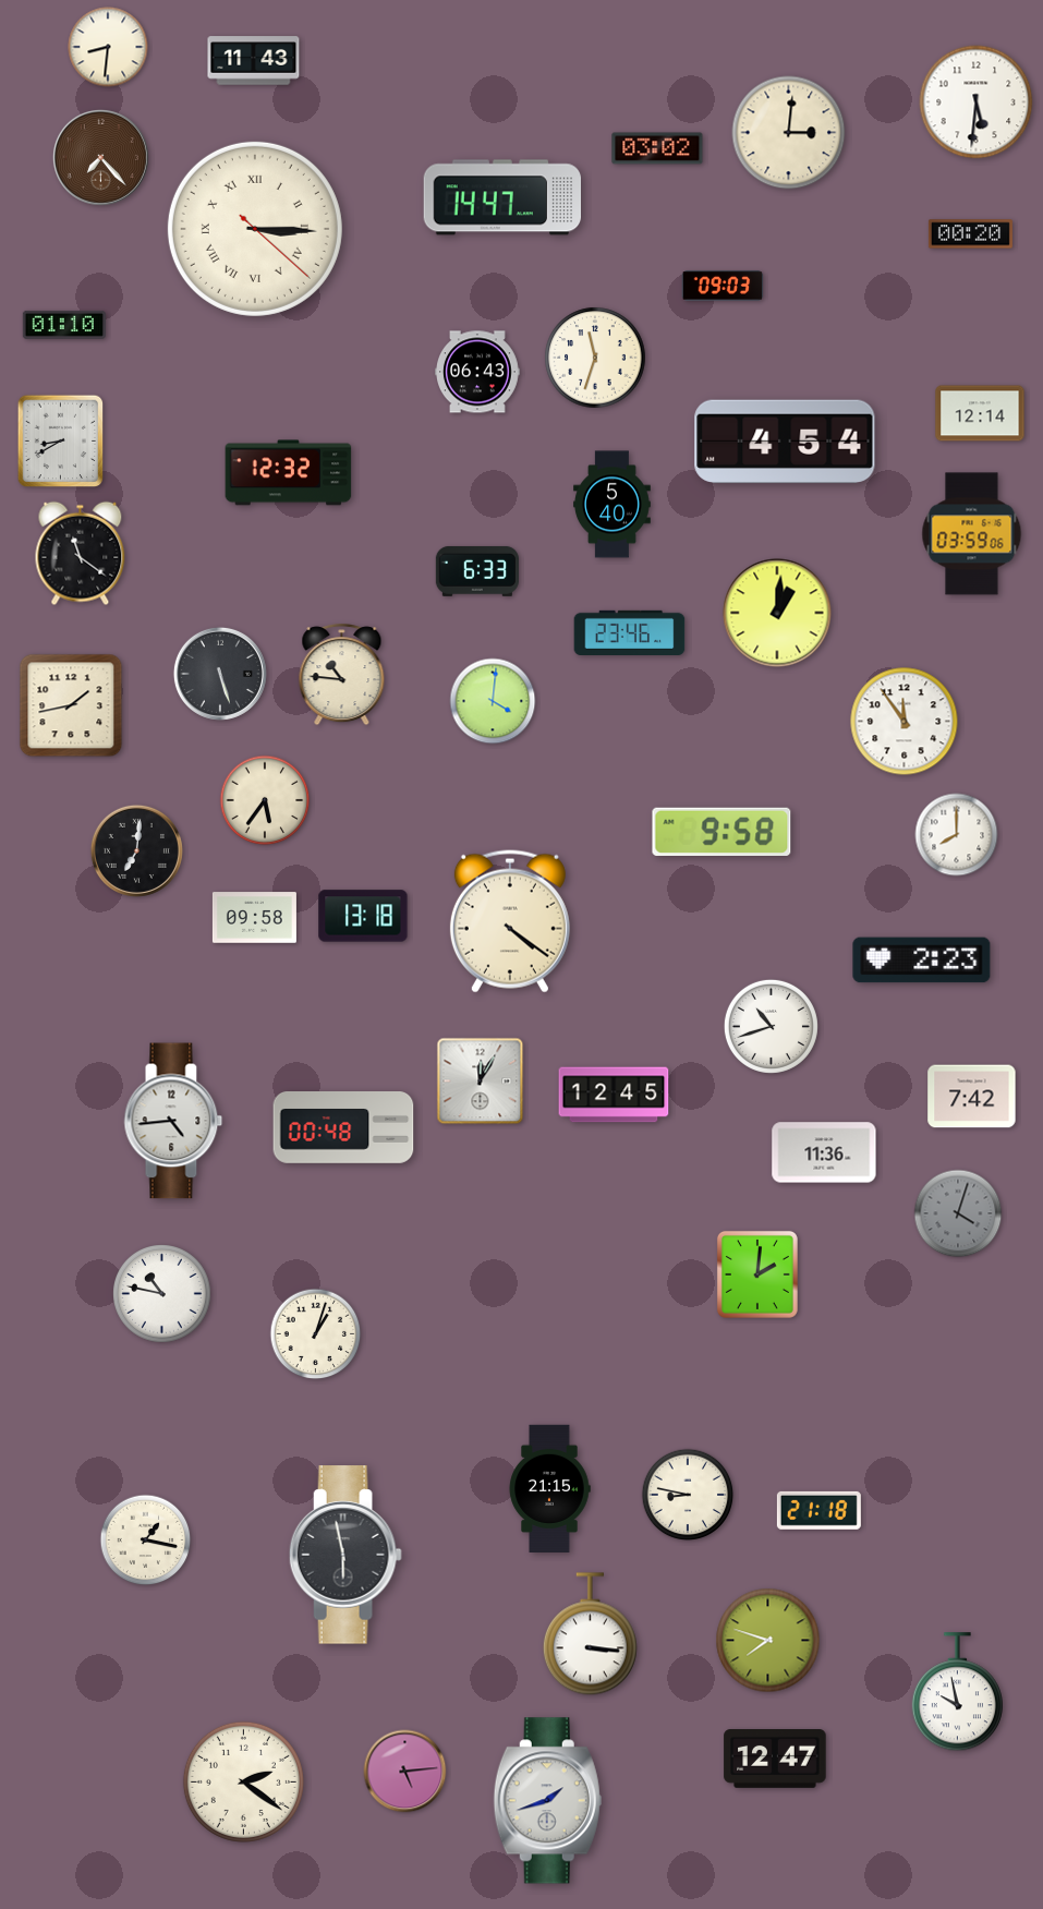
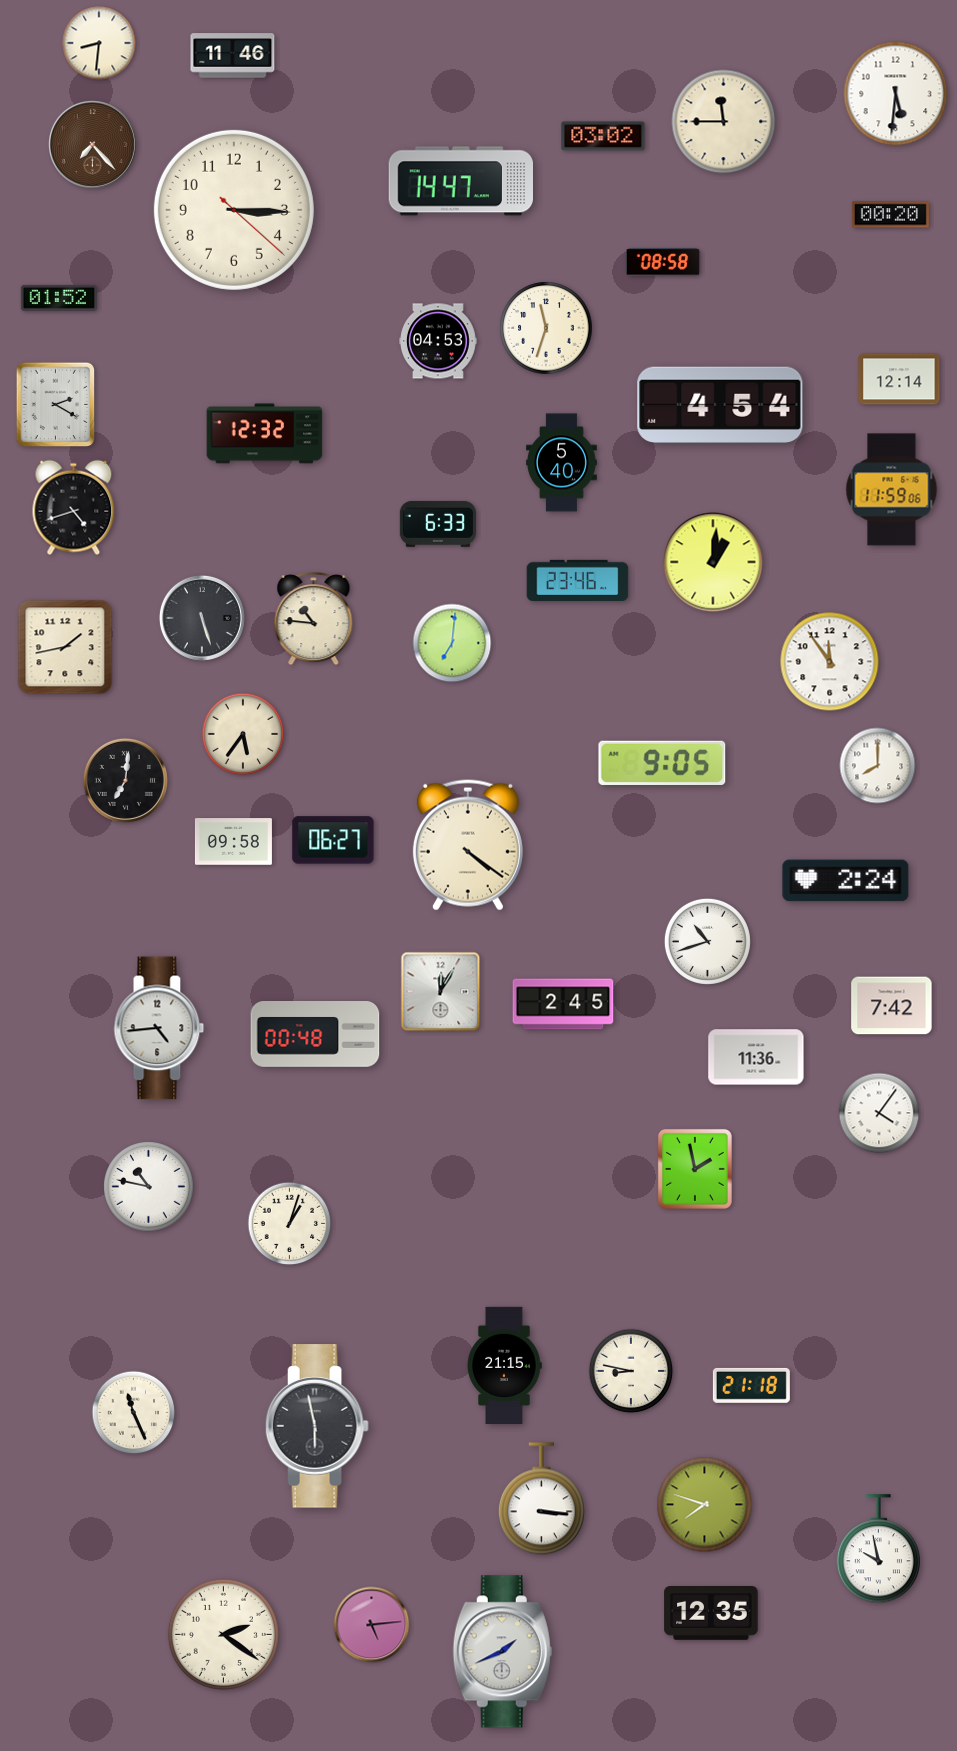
clock at (254, 61): 11:43 -> 11:46
clock at (789, 133): 3:01 -> 11:45
clock at (255, 229) numerals: Roman -> Arabic
clock at (723, 286): 09:03 -> 08:58
clock at (64, 325): 01:10 -> 01:52
clock at (478, 372): 06:43 -> 04:53
clock at (61, 442): 8:40 -> 2:20
clock at (972, 534): 03:59 -> 11:59
clock at (81, 554): 11:21 -> 4:42
clock at (493, 701): 4:01 -> 7:01
clock at (721, 832): 9:58 -> 9:05
clock at (363, 916): 13:18 -> 06:27
clock at (922, 960): 2:23 -> 2:24
clock at (614, 1095): 12:45 -> 2:45
clock at (958, 1213): 4:03 -> 4:06
clock at (958, 1213) dial: grey -> white
clock at (757, 1274): 2:01 -> 1:58
clock at (146, 1541): 1:17 -> 11:26
clock at (957, 1692) position: (957, 1692) -> (878, 1549)
clock at (775, 1760): 12:47 -> 12:35
clock at (547, 1801): 1:42 -> 1:41
